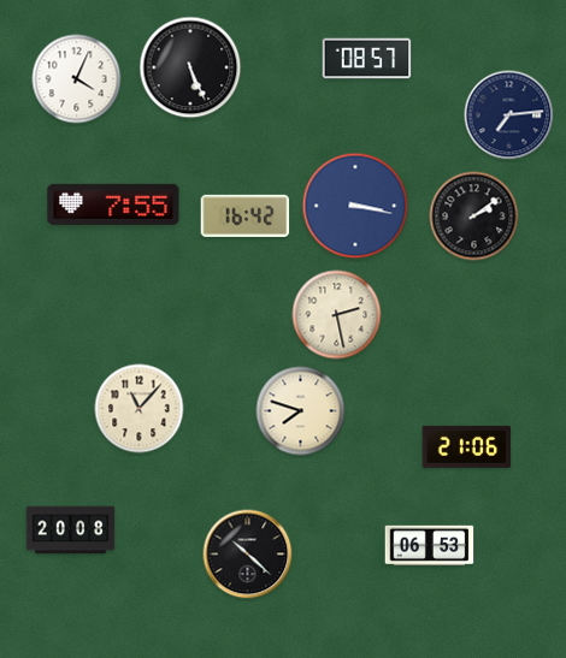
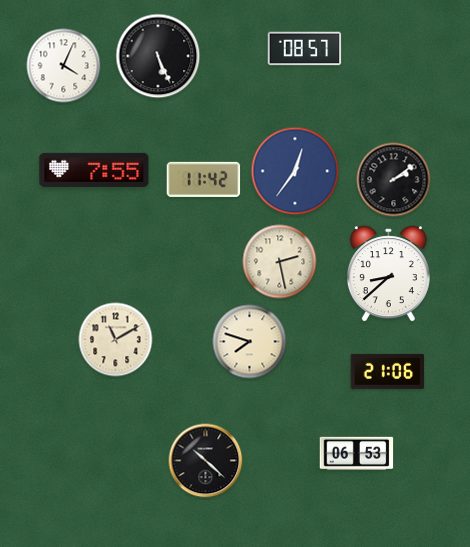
clock at (509, 115): 7:14 -> none
clock at (355, 206): 3:17 -> 12:36
clock at (246, 215): 16:42 -> 11:42
clock at (388, 274): none -> 8:38
clock at (140, 409): 11:07 -> 11:10
clock at (71, 530): 20:08 -> none
